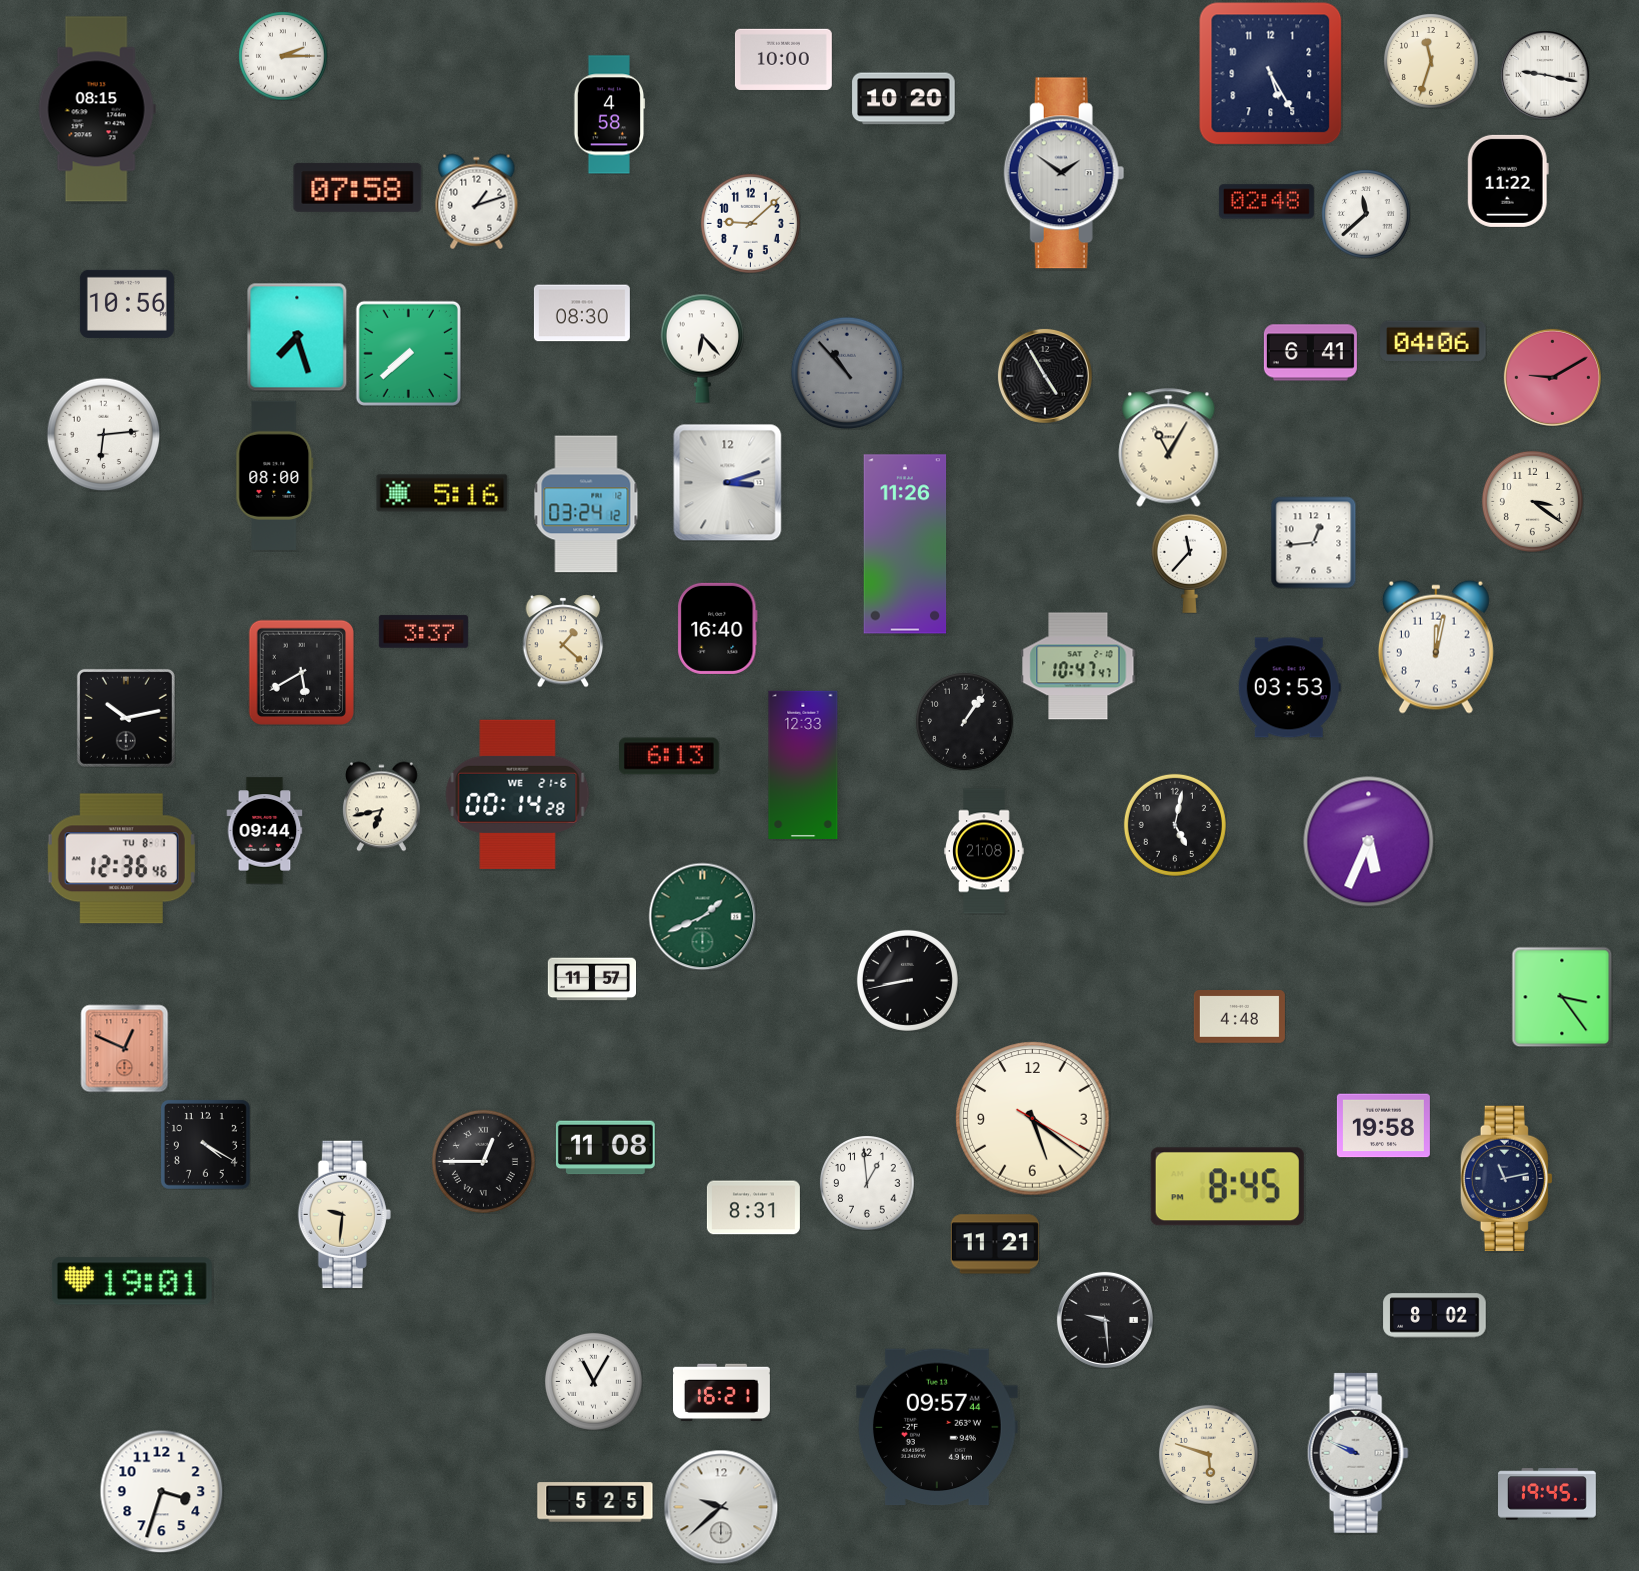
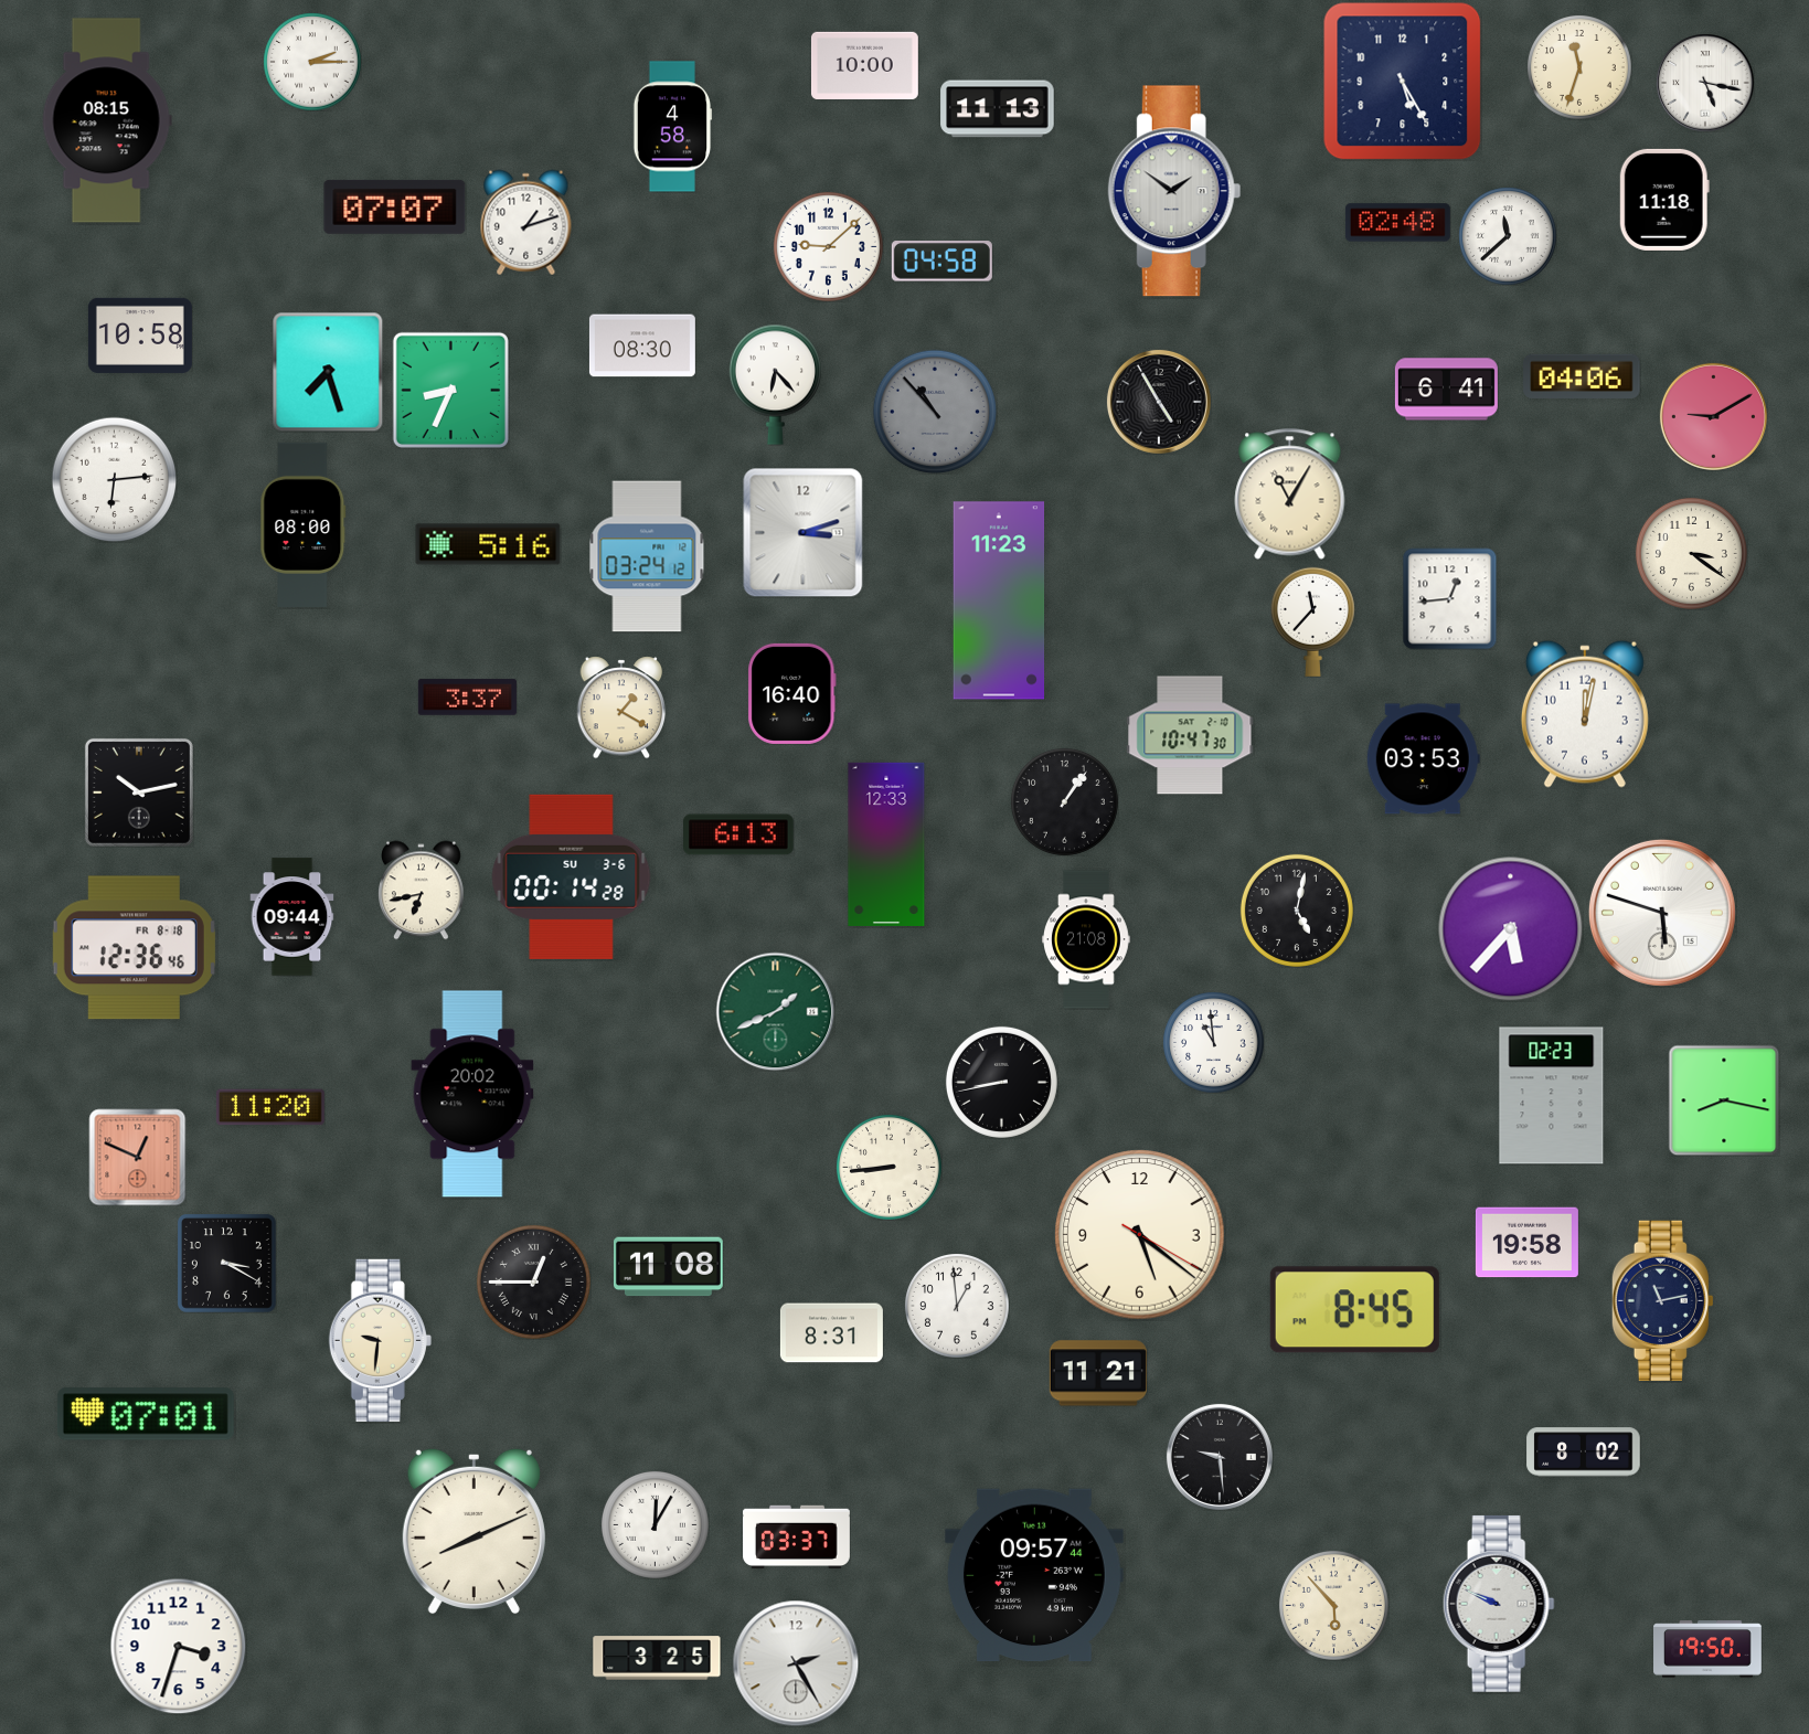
clock at (1545, 75): 9:17 -> 5:17
clock at (904, 99): 10:20 -> 11:13
clock at (1508, 181): 11:22 -> 11:18
clock at (358, 187): 07:58 -> 07:07
clock at (941, 262): none -> 04:58
clock at (127, 304): 10:56 -> 10:58
clock at (408, 353): 7:38 -> 8:34
clock at (1045, 376) position: (1045, 376) -> (1159, 402)
clock at (905, 544): 11:26 -> 11:23
clock at (563, 641): 1:22 -> 1:20
clock at (1078, 666): 10:47:47 -> 10:47:30
clock at (301, 672): 5:40 -> none
clock at (964, 721) position: (964, 721) -> (1064, 801)
clock at (518, 794) date: WE 21-6 -> SU 3-6
clock at (1662, 913): none -> 5:48
clock at (1369, 842): 5:34 -> 5:37
clock at (121, 859) date: TU 8-1 -> FR 8-18
clock at (1213, 1042): none -> 10:59
clock at (591, 979): 11:57 -> none
clock at (472, 1094): none -> 20:02
clock at (1552, 1096): none -> 02:23
clock at (1562, 997): 3:24 -> 8:17
clock at (270, 1107): none -> 11:20
clock at (1239, 1017): 4:48 -> none
clock at (890, 1168): none -> 8:44
clock at (205, 1144): 4:20 -> 3:20
clock at (132, 1281): 19:01 -> 07:01
clock at (593, 1381): 11:05 -> 12:05
clock at (473, 1531): none -> 8:11
clock at (722, 1393): 16:21 -> 03:37
clock at (1208, 1454): 5:48 -> 5:53
clock at (1548, 1494): 19:45 -> 19:50
clock at (595, 1502): 5:25 -> 3:25
clock at (721, 1507): 9:38 -> 2:25
